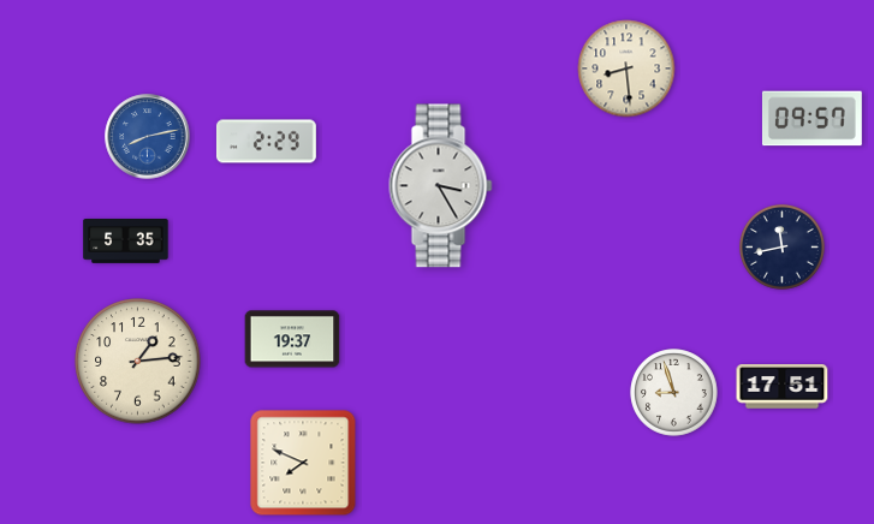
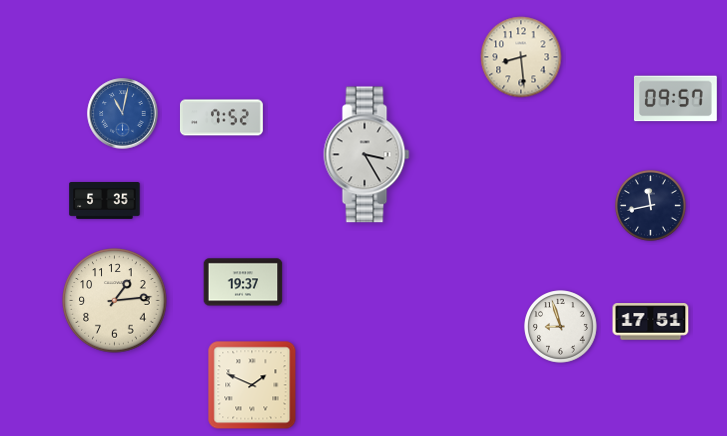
clock at (148, 137): 8:13 -> 11:02
clock at (266, 142): 2:29 -> 7:52
clock at (303, 463): 7:49 -> 1:49
